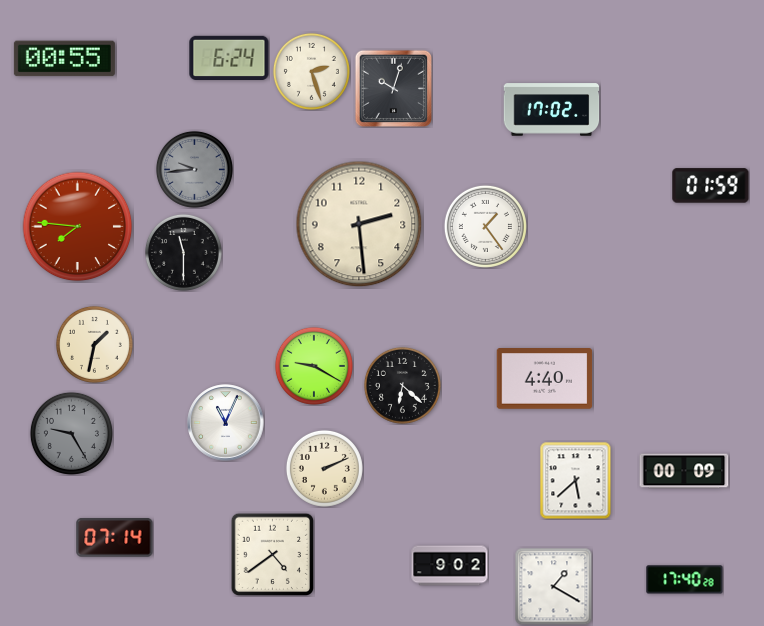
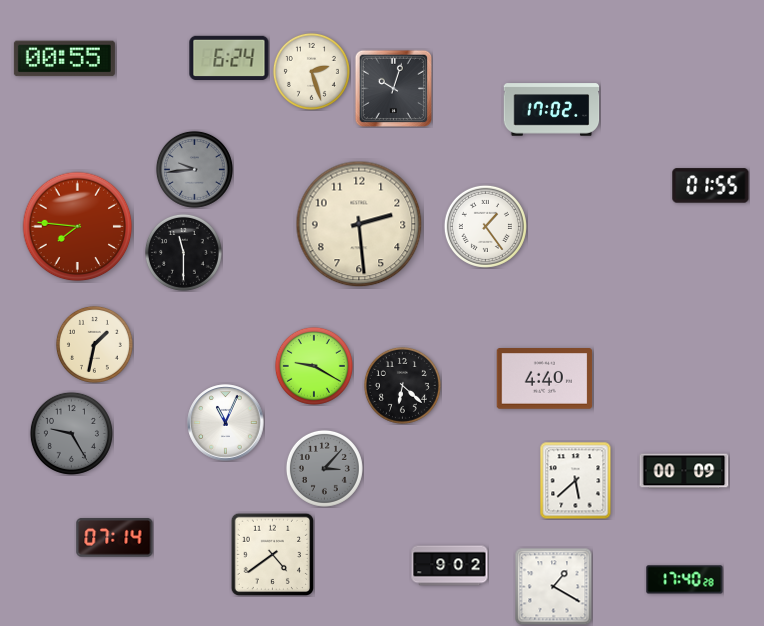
clock at (711, 186): 01:59 -> 01:55
clock at (324, 468): 2:11 -> 3:07
clock at (324, 468) dial: cream -> grey
